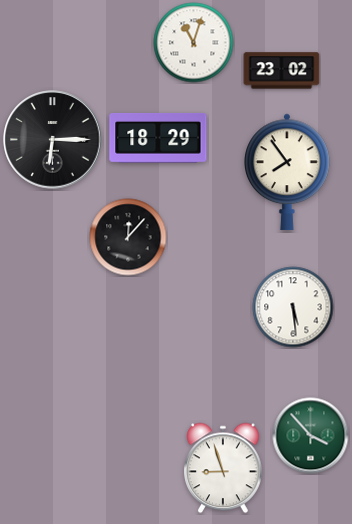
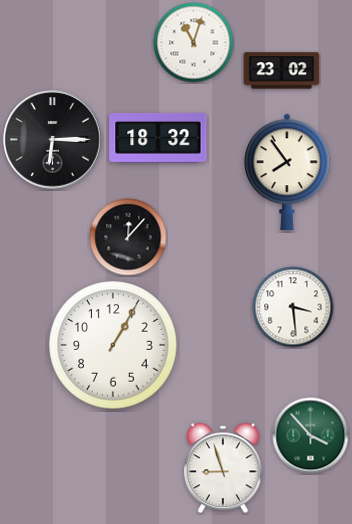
clock at (158, 138): 18:29 -> 18:32
clock at (293, 307): 5:29 -> 3:29
clock at (113, 345): none -> 1:05
